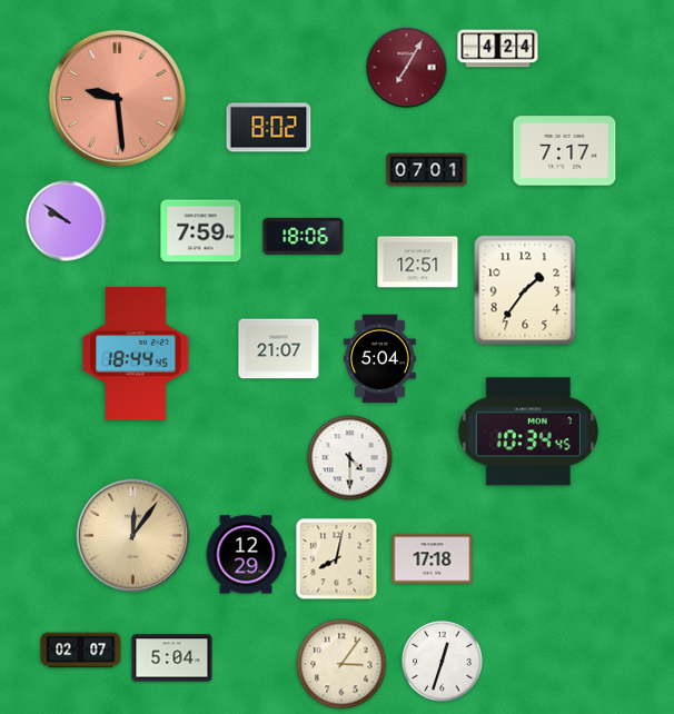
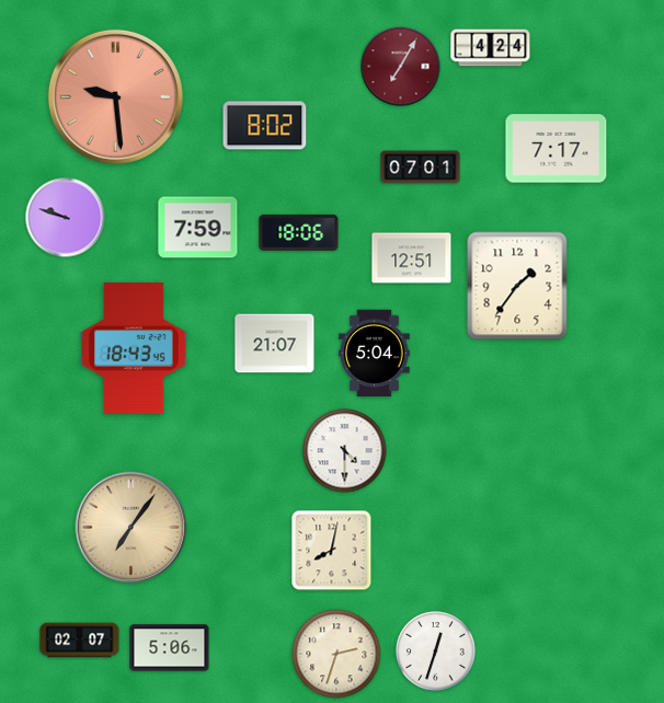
clock at (67, 221): 9:51 -> 9:48
clock at (136, 354): 18:44 -> 18:43
clock at (528, 432): 10:34 -> none
clock at (133, 536): 12:06 -> 7:06
clock at (246, 555): 12:29 -> none
clock at (433, 559): 17:18 -> none
clock at (172, 658): 5:04 -> 5:06
clock at (341, 664): 3:06 -> 2:33
